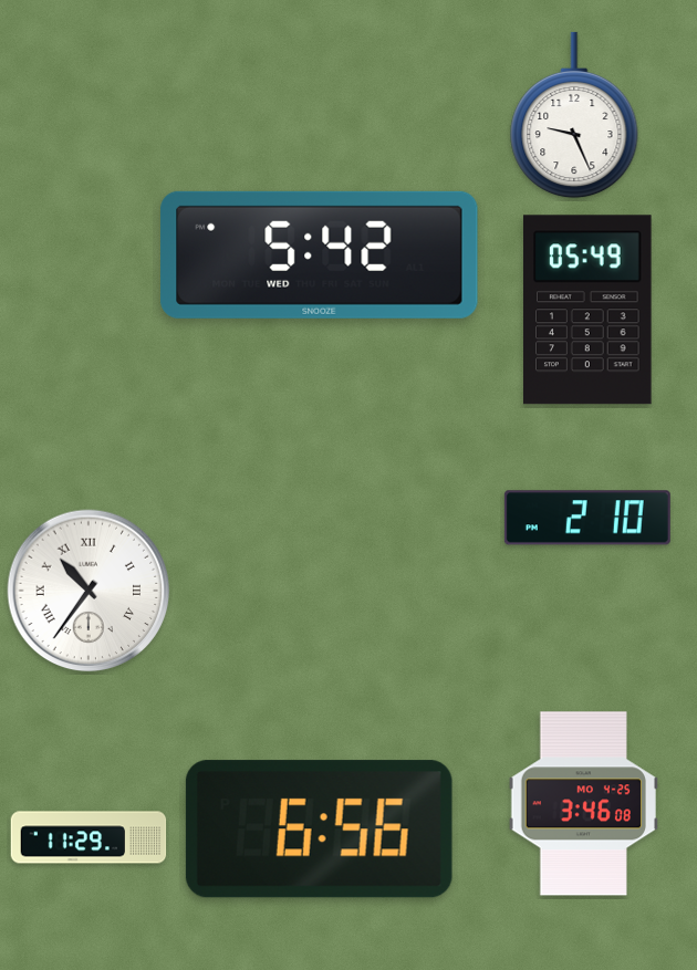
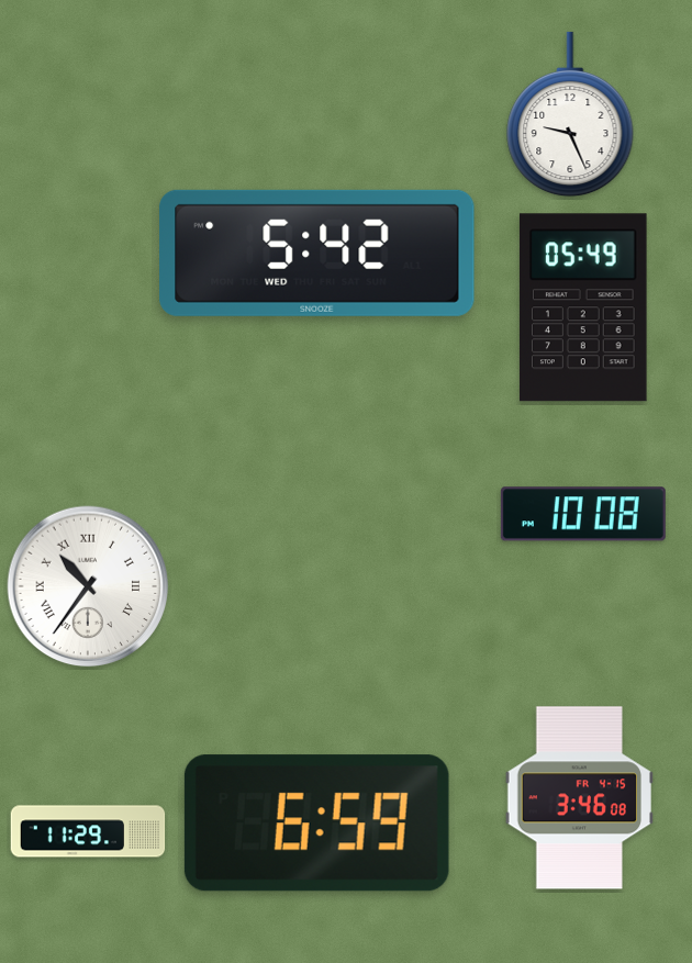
clock at (587, 518): 2:10 -> 10:08
clock at (583, 804) date: MO 4-25 -> FR 4-15
clock at (319, 830): 6:56 -> 6:59
